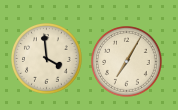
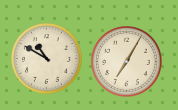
clock at (47, 59): 3:59 -> 10:50
